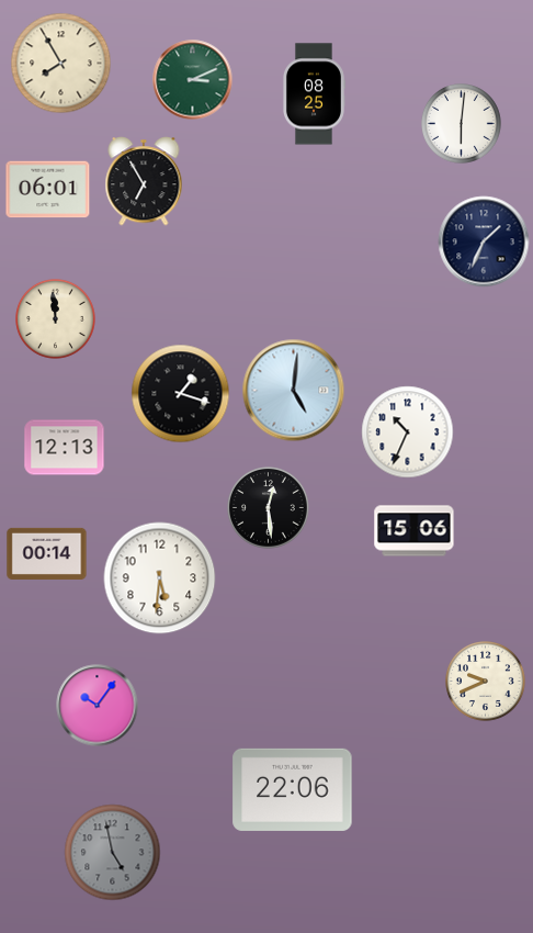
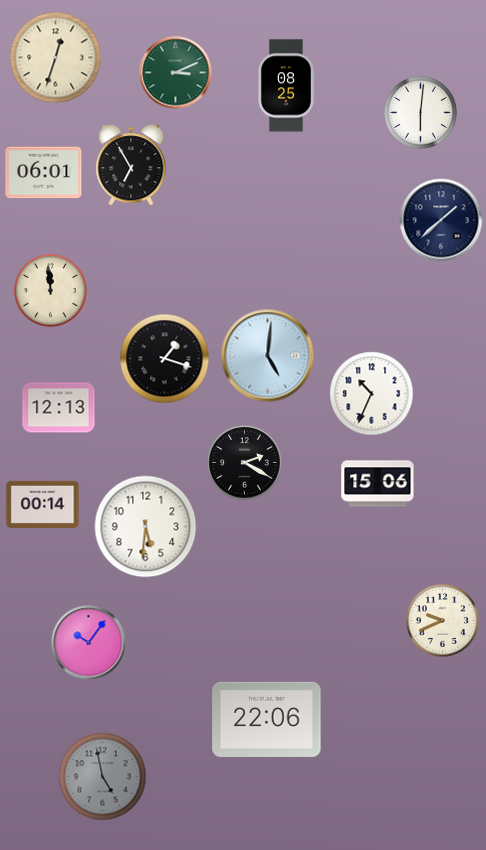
clock at (61, 64): 7:55 -> 12:33
clock at (484, 241): 1:34 -> 1:38
clock at (269, 508): 12:29 -> 2:20
